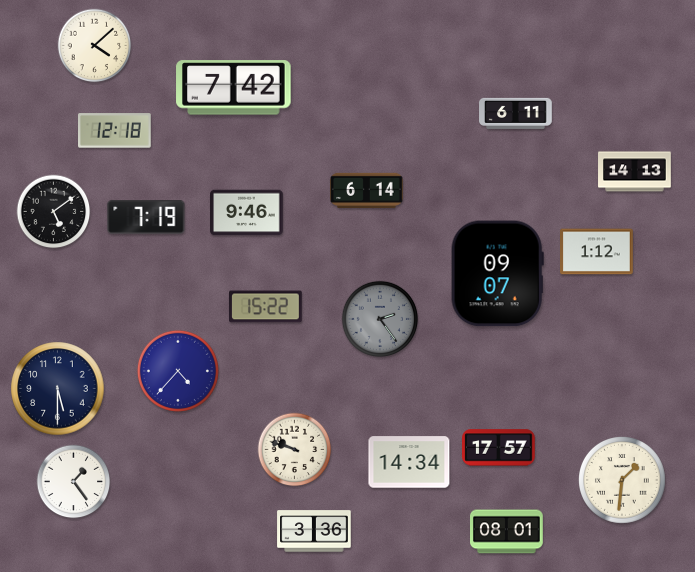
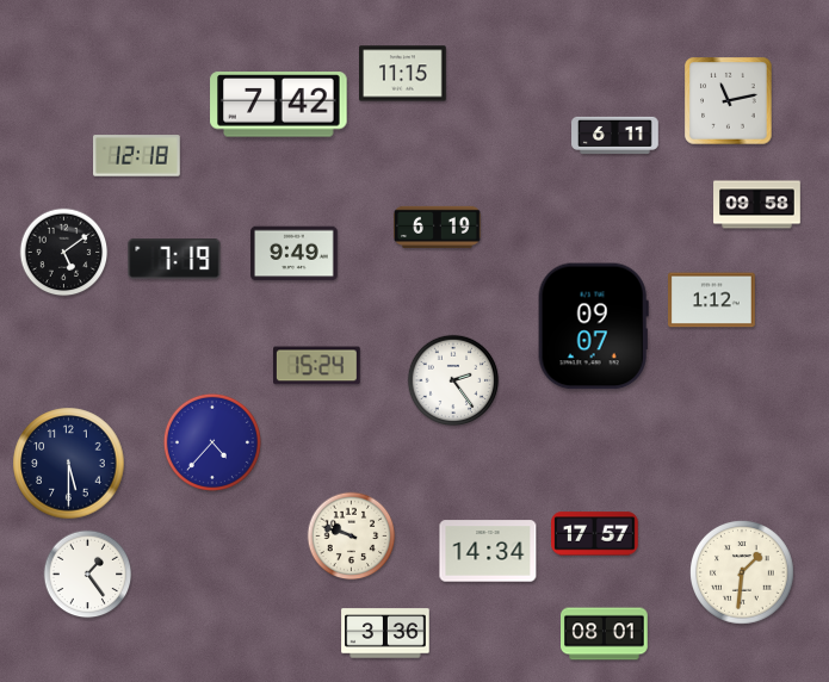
clock at (95, 46): 4:08 -> none
clock at (403, 74): none -> 11:15
clock at (729, 101): none -> 11:13
clock at (635, 172): 14:13 -> 09:58
clock at (367, 190): 6:14 -> 6:19
clock at (247, 213): 9:46 -> 9:49
clock at (266, 307): 15:22 -> 15:24
clock at (380, 319) dial: grey -> white
clock at (314, 531) position: (314, 531) -> (385, 633)
